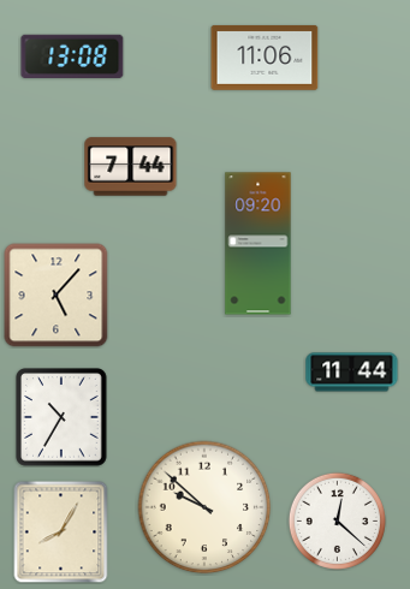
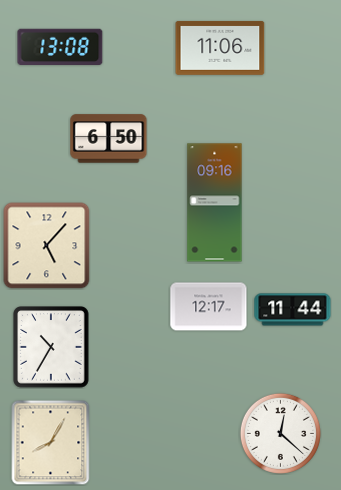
clock at (131, 167): 7:44 -> 6:50
clock at (259, 244): 09:20 -> 09:16
clock at (209, 307): none -> 12:17
clock at (204, 507): 9:52 -> none
